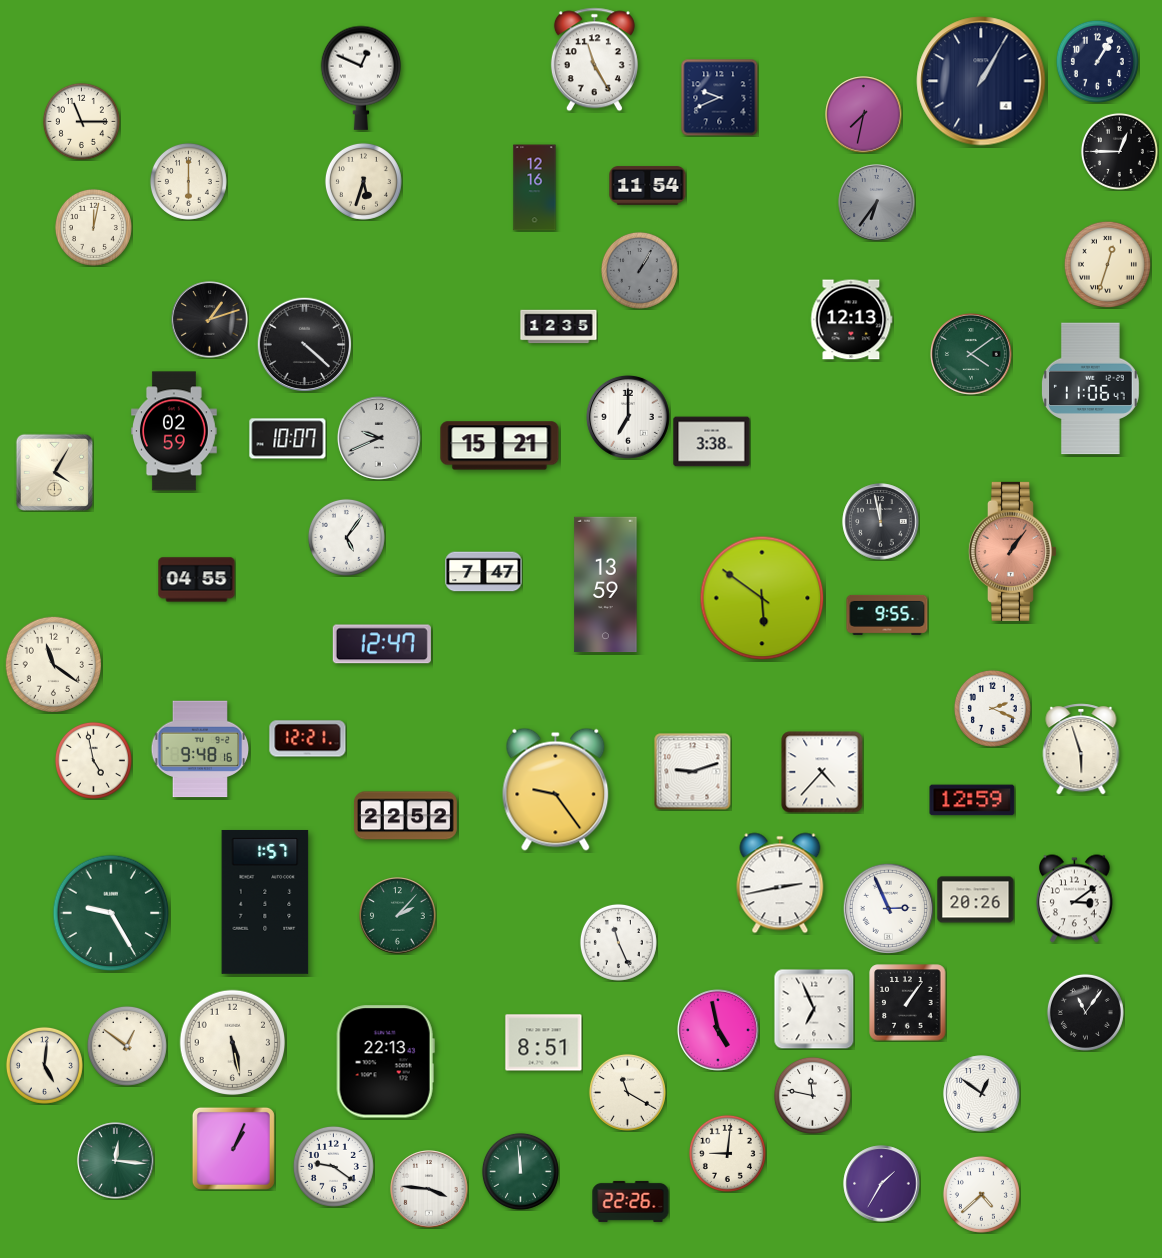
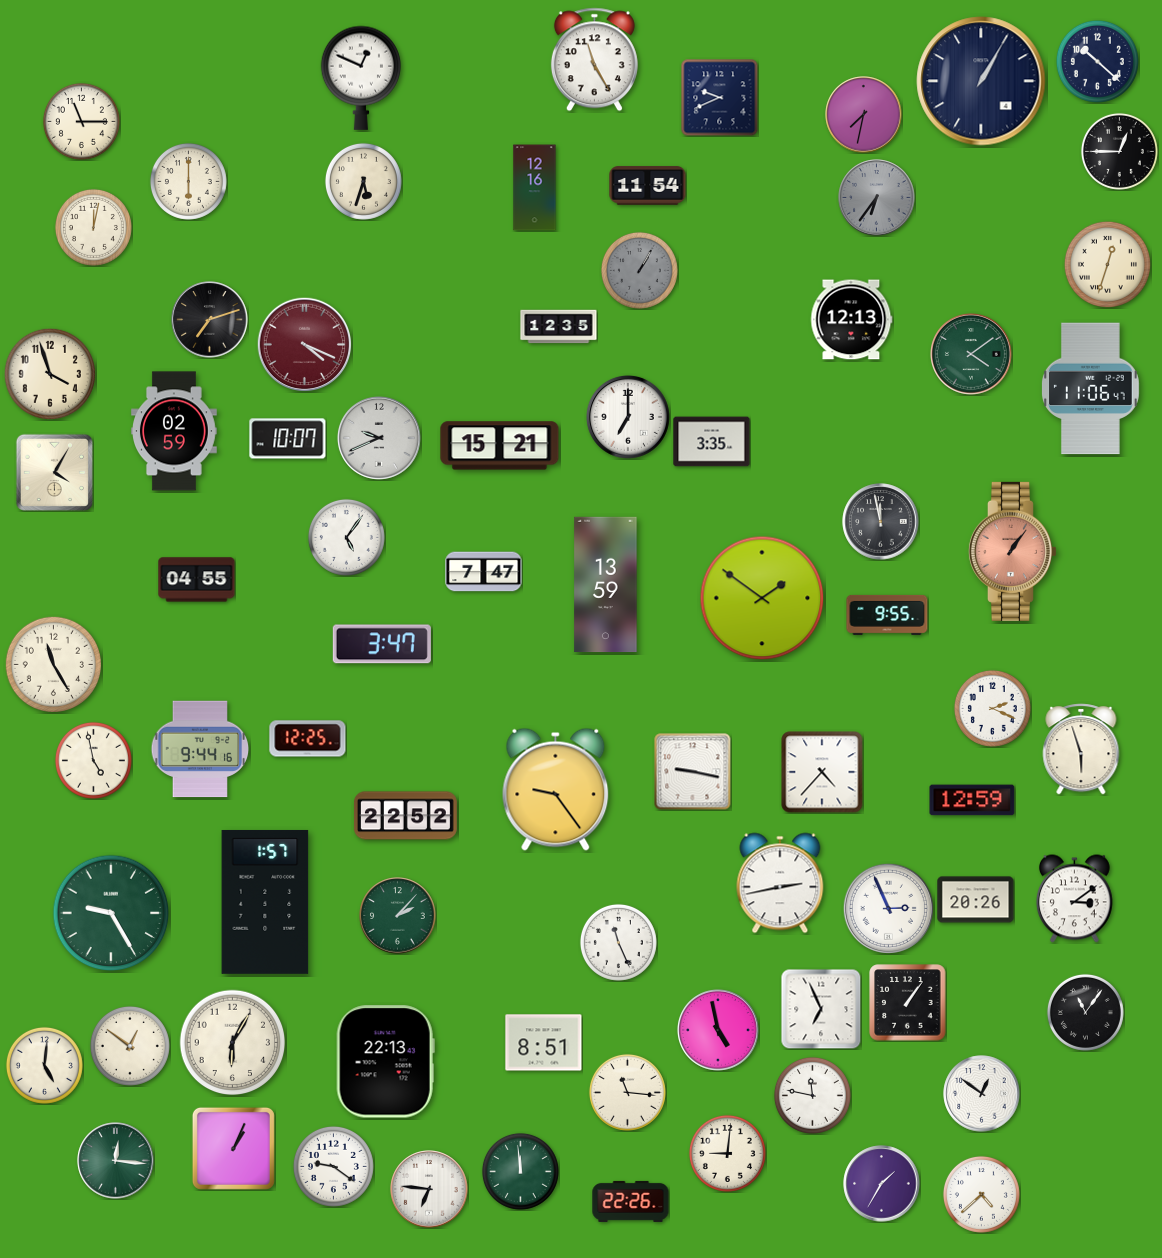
clock at (1097, 61): 1:05 -> 10:22
clock at (877, 203) position: (877, 203) -> (877, 198)
clock at (210, 320): 1:12 -> 7:12
clock at (304, 344): 4:22 -> 4:19
clock at (304, 344) dial: black -> burgundy
clock at (50, 374): none -> 3:57
clock at (712, 442): 3:38 -> 3:35
clock at (762, 598): 5:51 -> 1:51
clock at (382, 644): 12:47 -> 3:47
clock at (53, 664): 11:21 -> 11:25
clock at (308, 739): 12:21 -> 12:25
clock at (200, 749): 9:48 -> 9:44
clock at (693, 772): 9:12 -> 9:17
clock at (814, 1009) position: (814, 1009) -> (821, 1009)
clock at (233, 1043): 5:28 -> 6:05
clock at (127, 1046) position: (127, 1046) -> (130, 1046)
clock at (627, 1092): 11:20 -> 11:16
clock at (429, 1189): 3:46 -> 6:46
